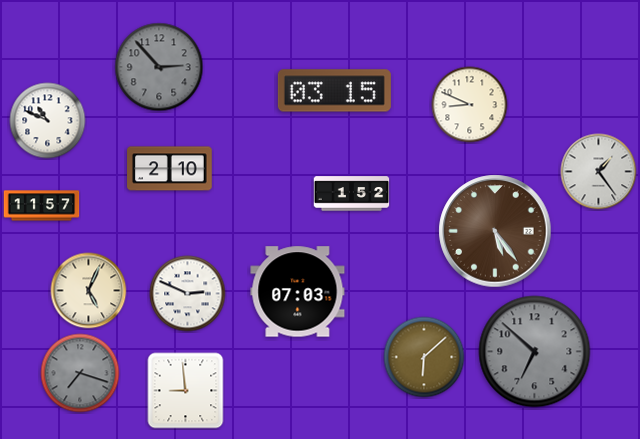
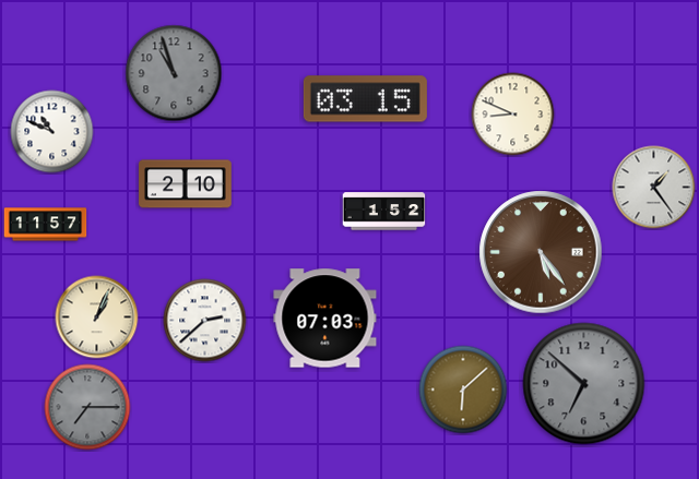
clock at (159, 67): 2:53 -> 10:57
clock at (89, 291): 5:04 -> 1:04
clock at (188, 294): 2:49 -> 2:38
clock at (80, 373): 7:18 -> 7:15
clock at (186, 391): 8:59 -> none
